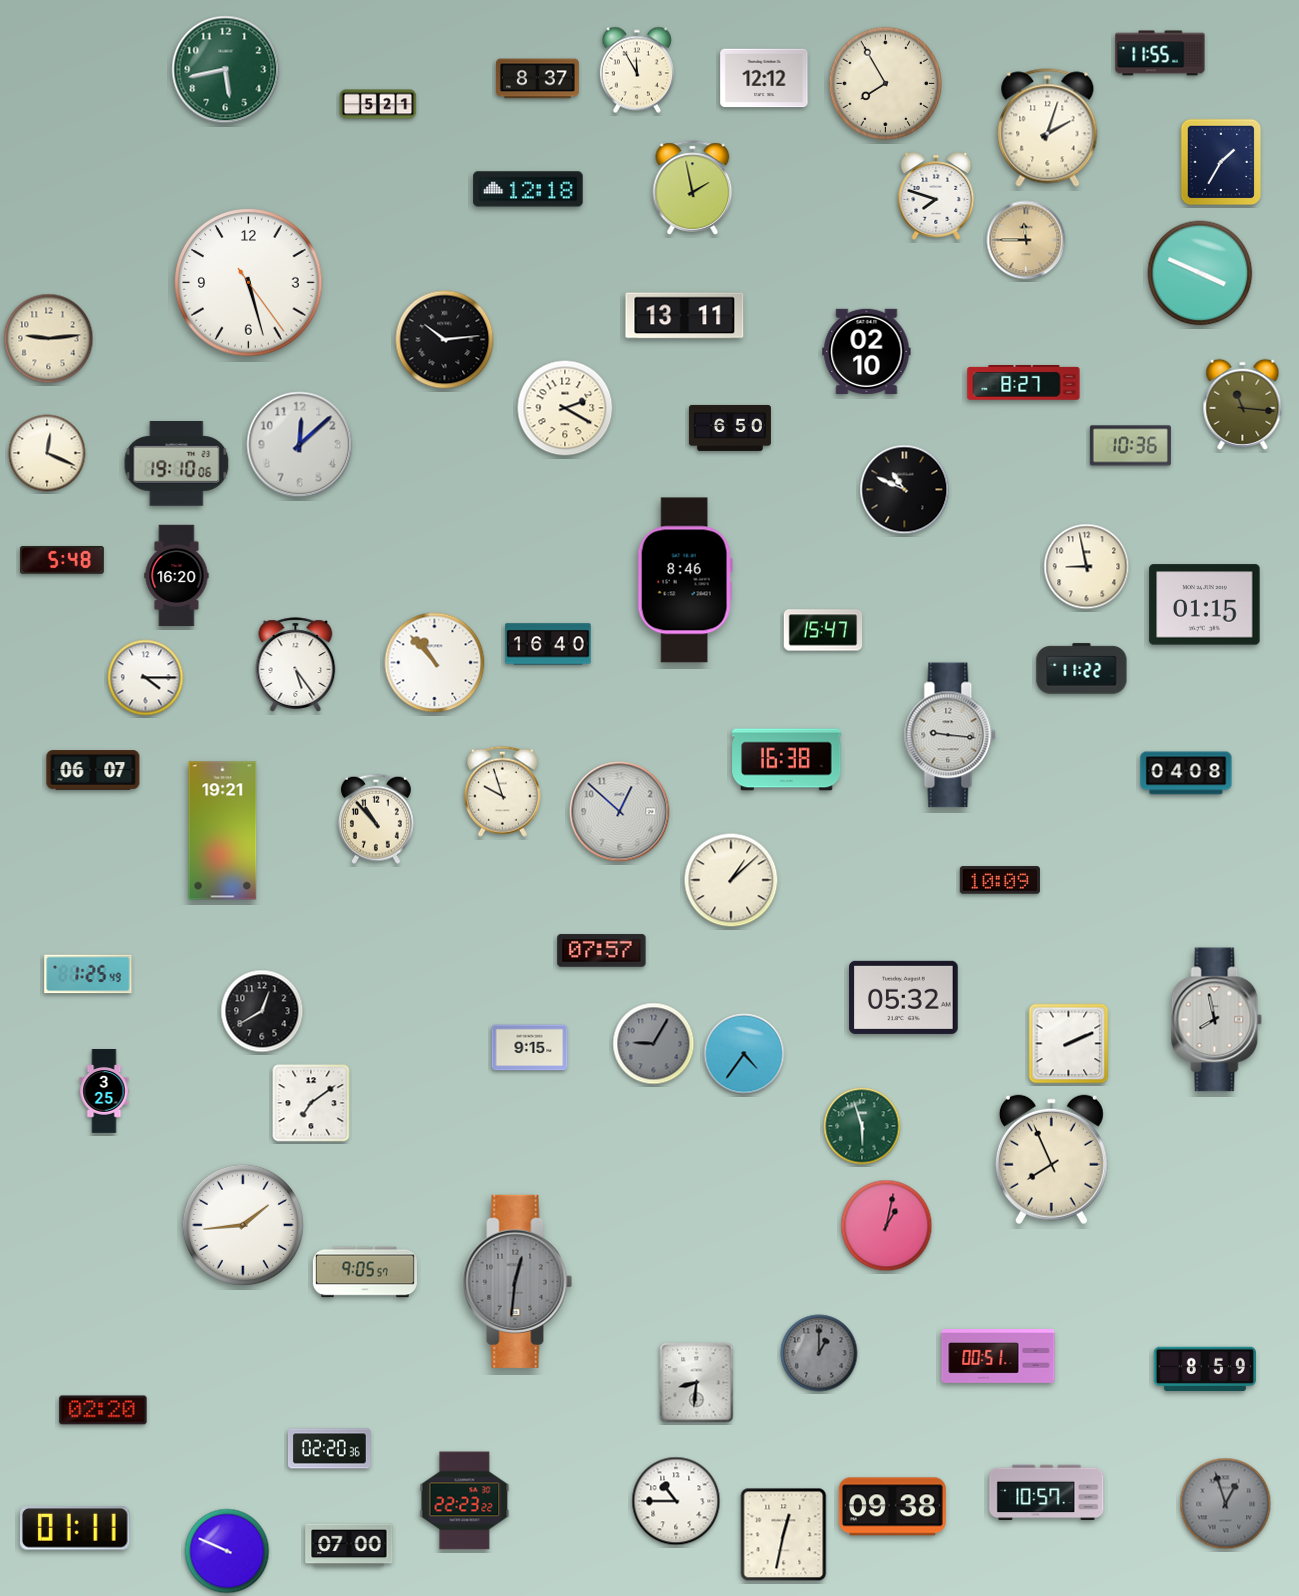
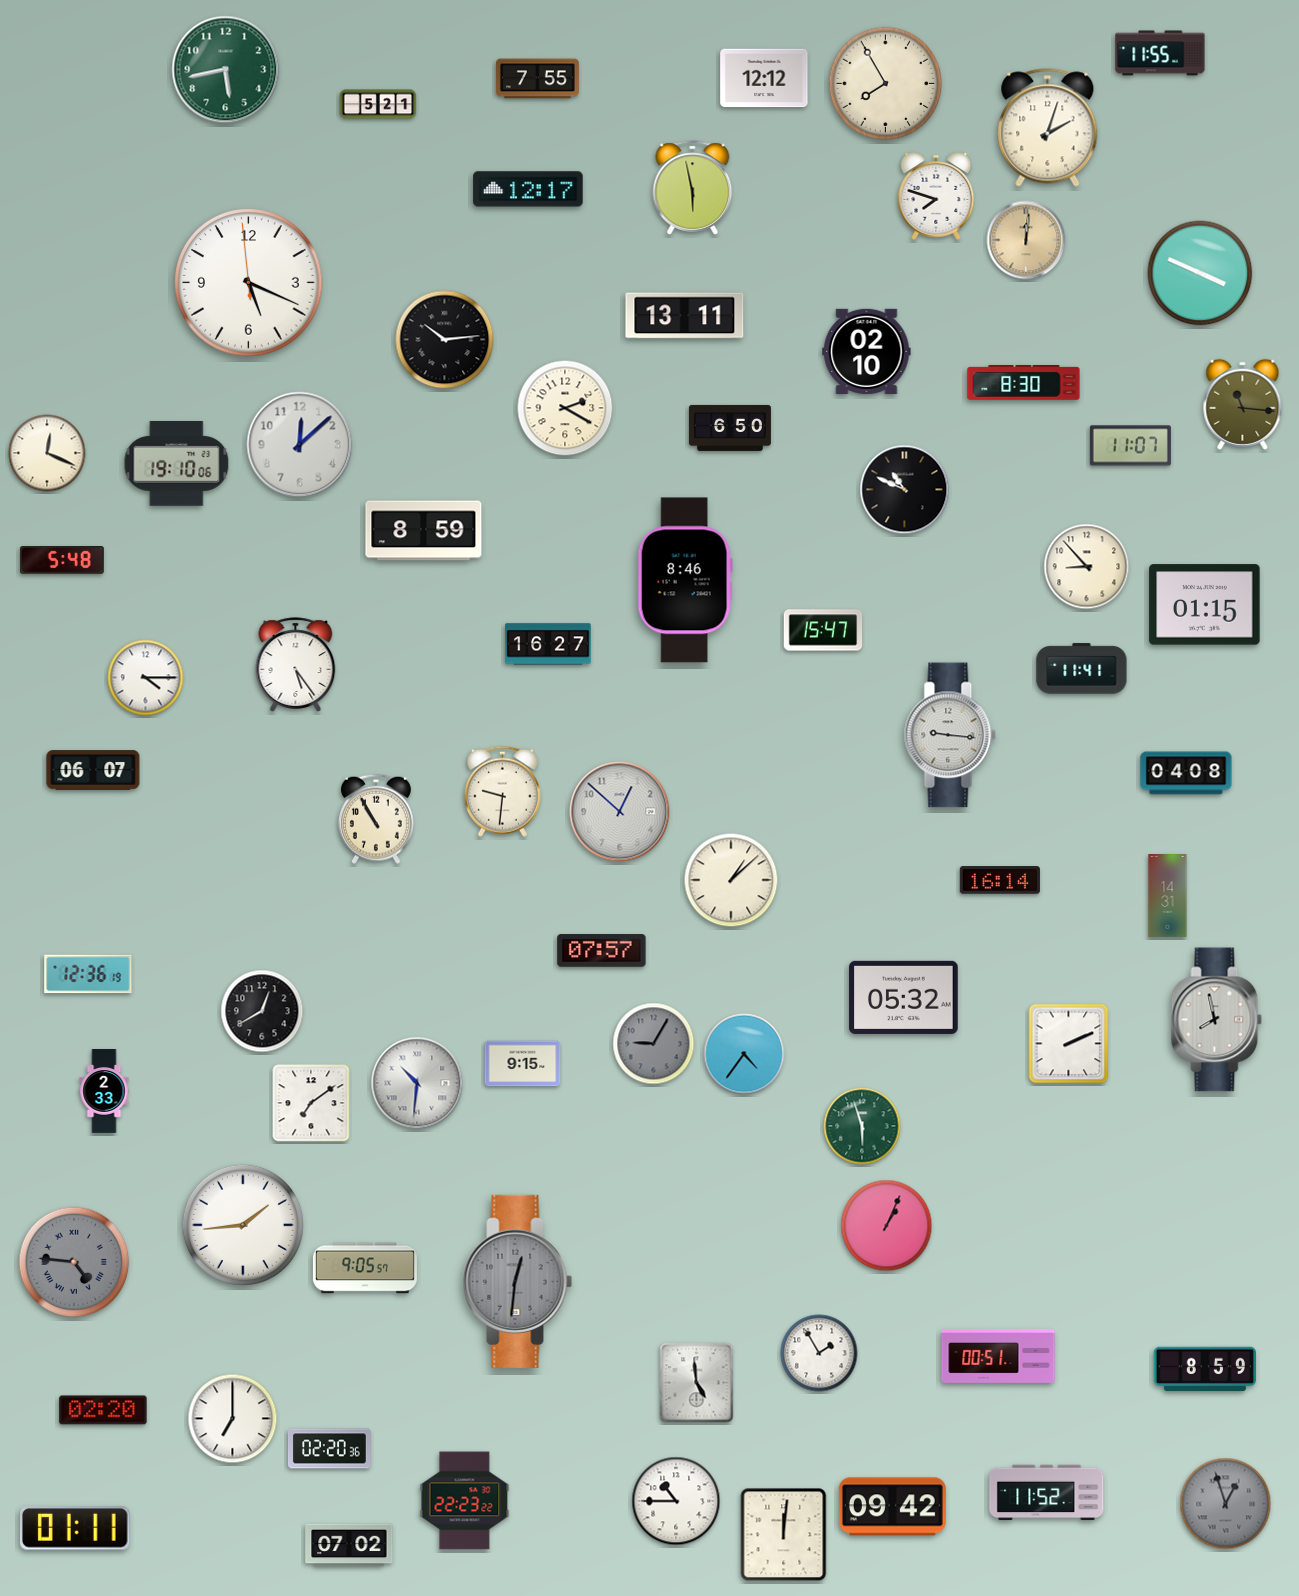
clock at (637, 70): 11:55 -> none
clock at (537, 79): 8:37 -> 7:55
clock at (1221, 162): 1:35 -> none
clock at (693, 188): 1:58 -> 5:58
clock at (528, 189): 12:18 -> 12:17
clock at (1026, 240): 11:45 -> 12:01
clock at (249, 283): 5:27 -> 5:18
clock at (49, 339): 9:14 -> none
clock at (1024, 383): 8:27 -> 8:30
clock at (1130, 446): 10:36 -> 11:07
clock at (424, 531): none -> 8:59
clock at (1087, 567): 8:58 -> 8:53
clock at (177, 576): 16:20 -> none
clock at (548, 644): 16:40 -> 16:27
clock at (435, 663): 10:53 -> none
clock at (1082, 669): 11:22 -> 11:41
clock at (787, 760): 16:38 -> none
clock at (502, 791): 9:57 -> 9:31
clock at (376, 819): 10:53 -> 10:55
clock at (223, 831): 19:21 -> none
clock at (1000, 880): 10:09 -> 16:14
clock at (1168, 896): none -> 14:31
clock at (88, 974): 1:25 -> 12:36
clock at (530, 1048) position: (530, 1048) -> (523, 1064)
clock at (417, 1083): none -> 10:31
clock at (104, 1091): 3:25 -> 2:33
clock at (1051, 1160): 7:56 -> none
clock at (887, 1226): 1:02 -> 1:04
clock at (74, 1262): none -> 4:46
clock at (365, 1272) position: (365, 1272) -> (365, 1268)
clock at (819, 1353): 1:00 -> 1:55
clock at (819, 1353) dial: grey -> white
clock at (697, 1383): 8:31 -> 4:59
clock at (233, 1419): none -> 7:00
clock at (1047, 1493): 10:57 -> 11:52
clock at (892, 1507): 09:38 -> 09:42
clock at (784, 1535): 12:32 -> 12:01
clock at (349, 1545): 07:00 -> 07:02
clock at (227, 1551): 9:49 -> none
